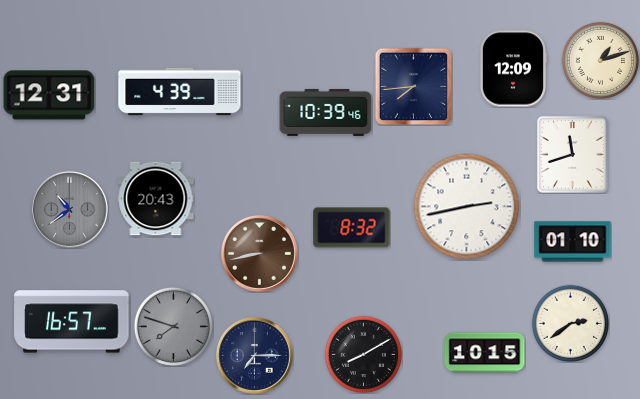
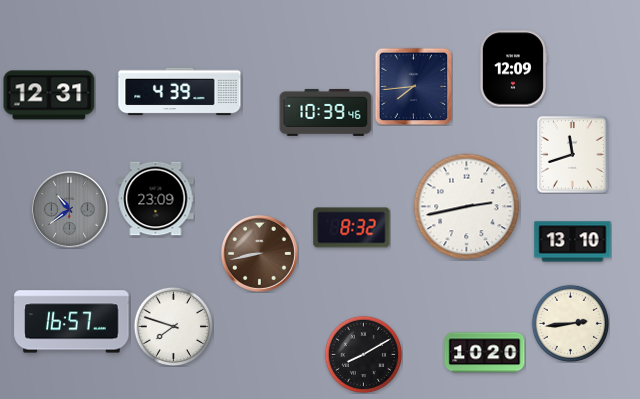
clock at (600, 60): 1:12 -> none
clock at (156, 199): 20:43 -> 23:09
clock at (573, 242): 01:10 -> 13:10
clock at (570, 323): 2:39 -> 2:44
clock at (173, 326) dial: grey -> white
clock at (485, 353): 10:15 -> 10:20
clock at (254, 355): 7:15 -> none
